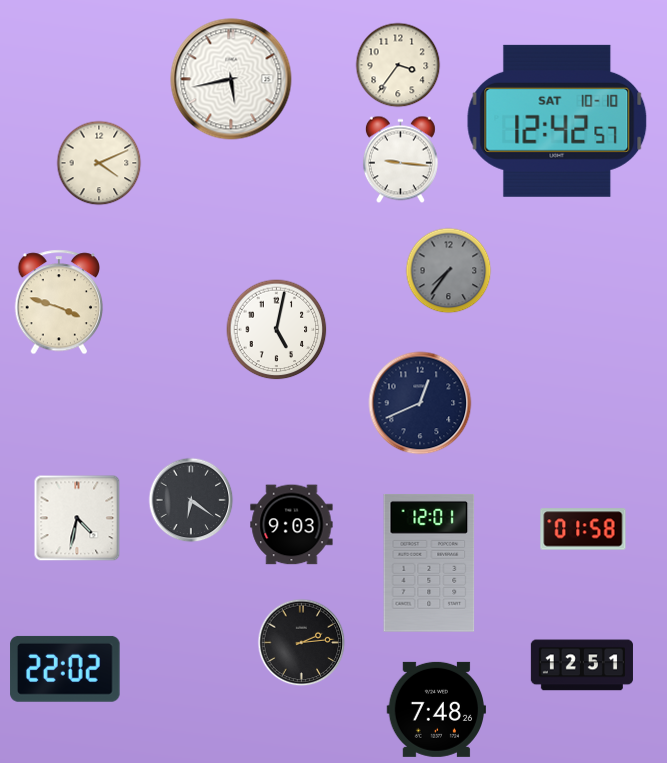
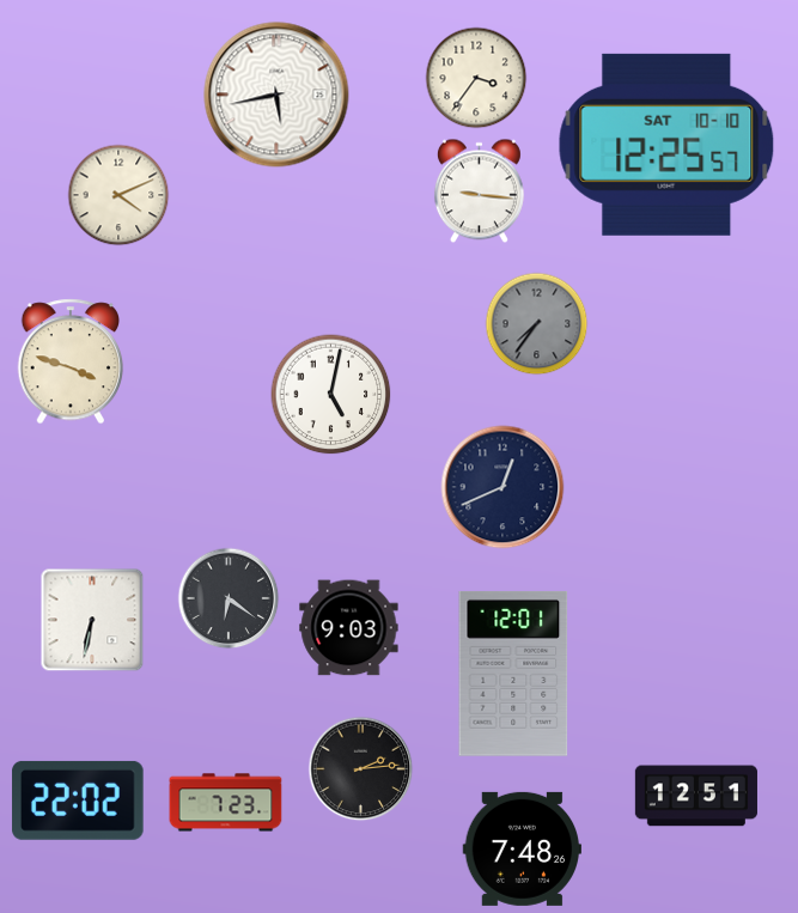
clock at (557, 121): 12:42 -> 12:25
clock at (420, 403) position: (420, 403) -> (502, 487)
clock at (77, 518): 4:32 -> 6:32
clock at (583, 529): 01:58 -> none
clock at (226, 803): none -> 7:23
